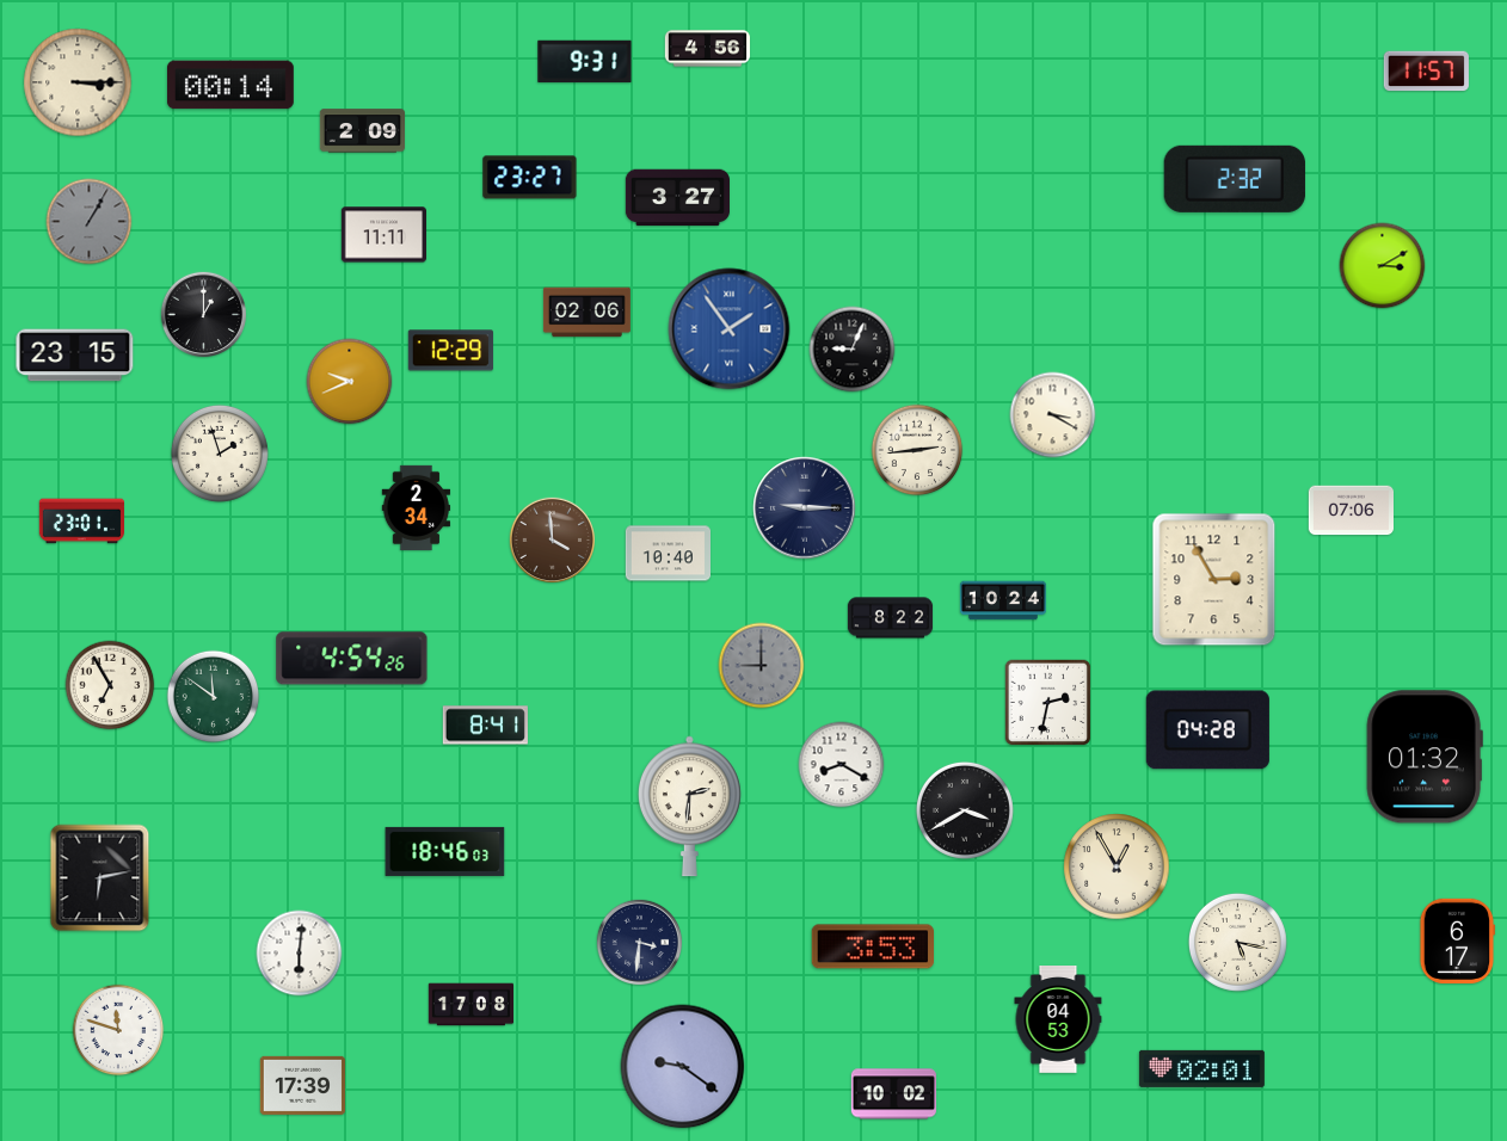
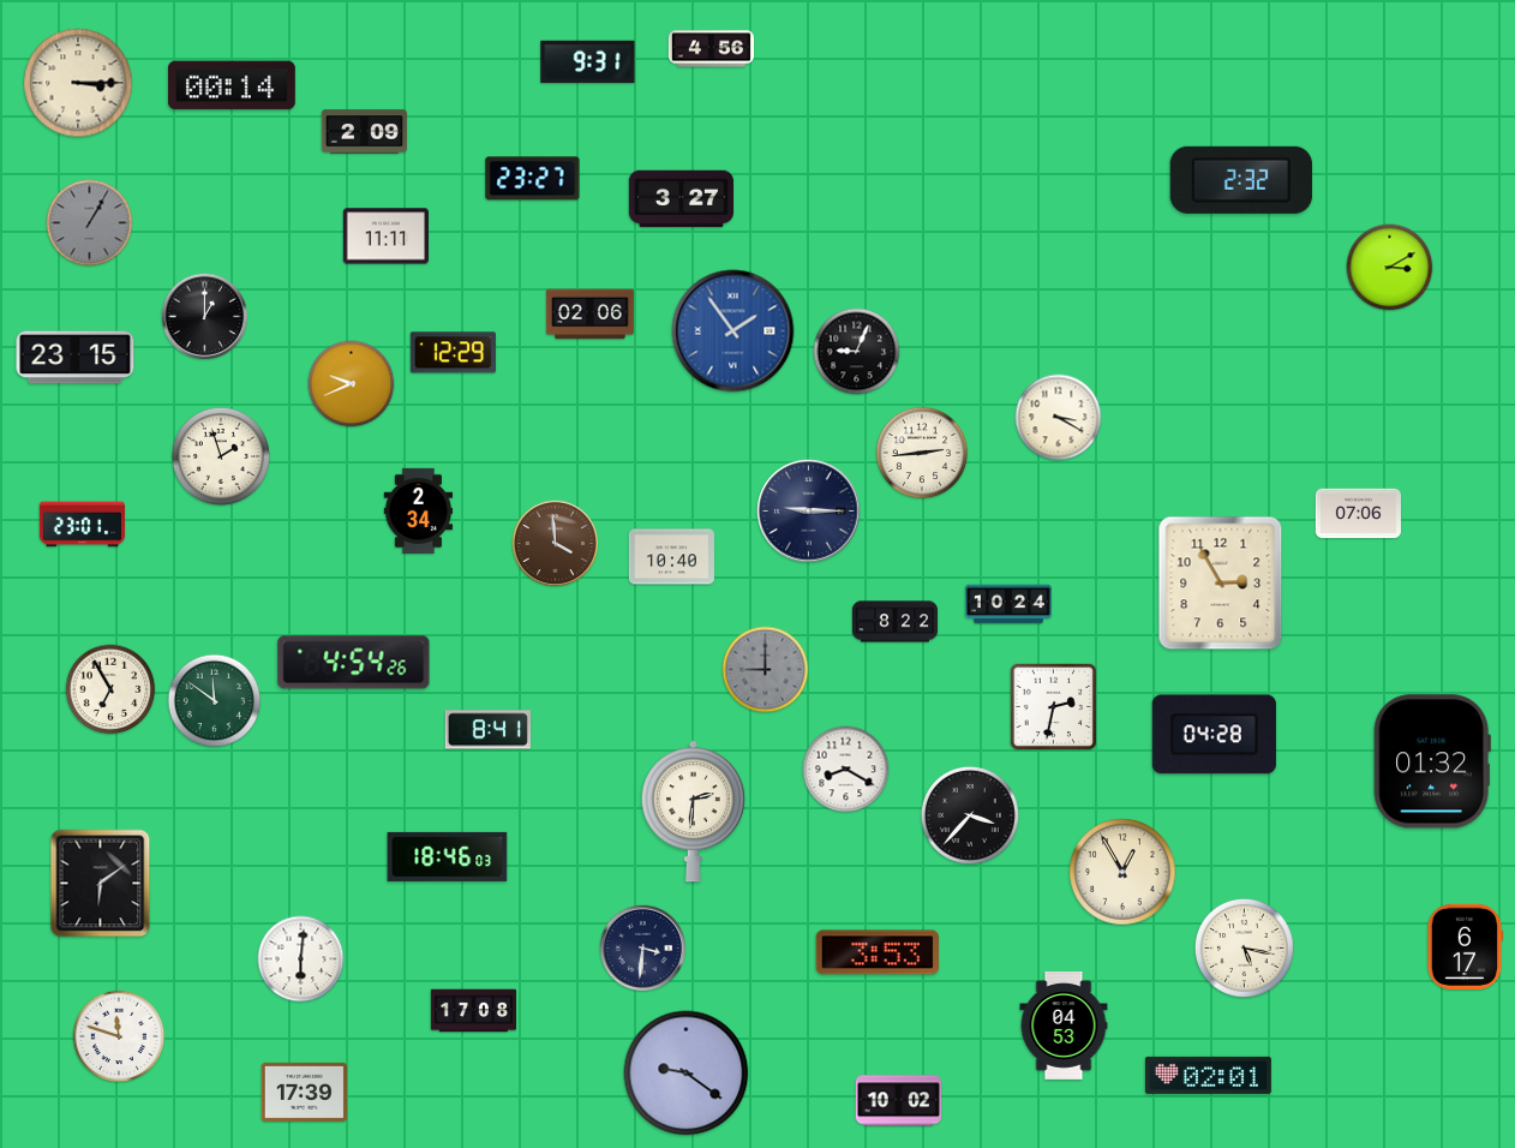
clock at (1426, 72): 11:57 -> none
clock at (965, 810): 3:40 -> 3:37
clock at (100, 878): 6:13 -> 6:09
